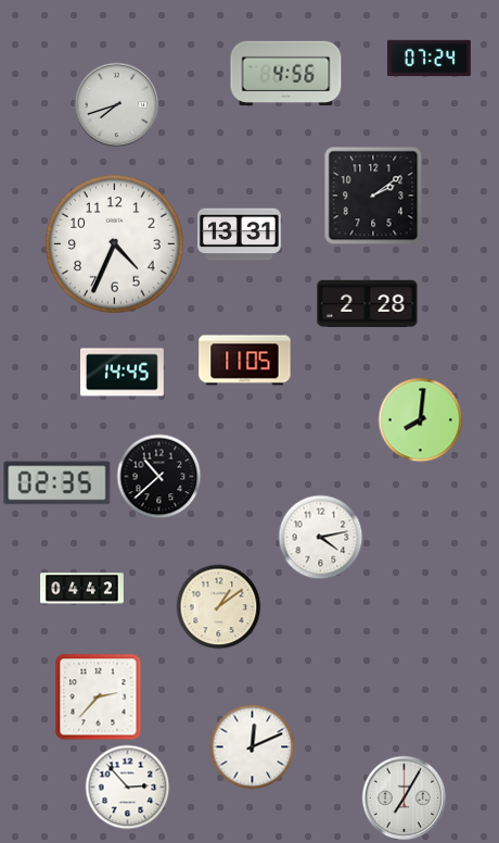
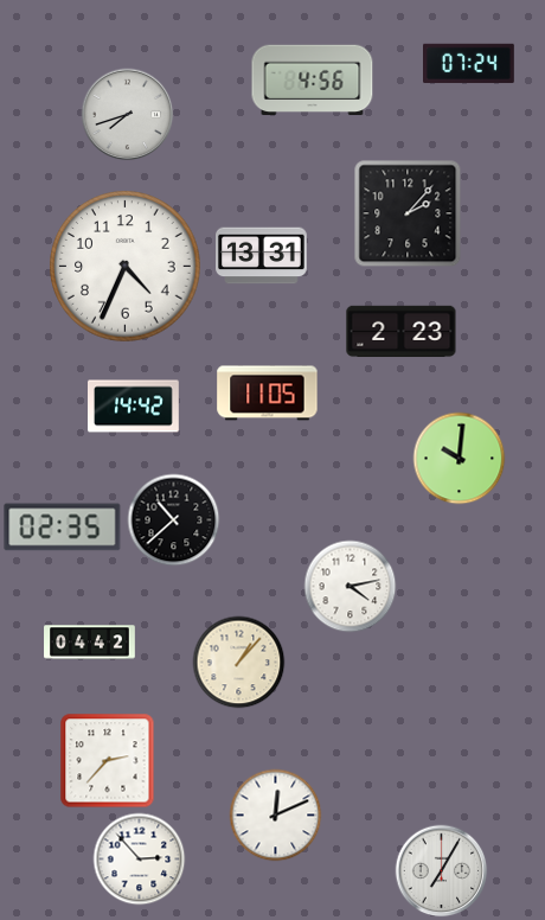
clock at (373, 196): 2:09 -> 2:07
clock at (368, 304): 2:28 -> 2:23
clock at (123, 373): 14:45 -> 14:42
clock at (420, 419): 8:01 -> 10:01
clock at (218, 606): 1:09 -> 1:07
